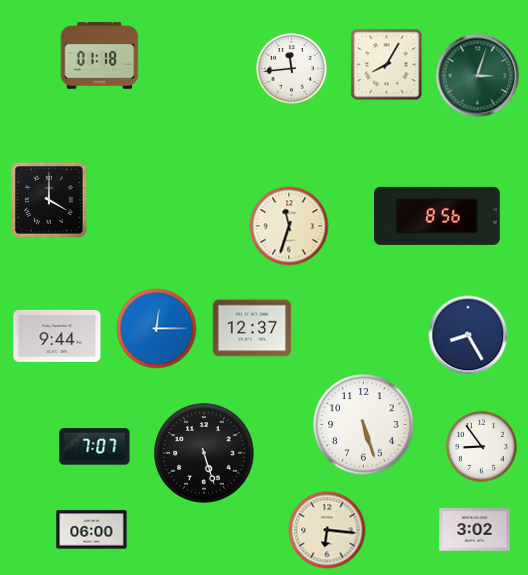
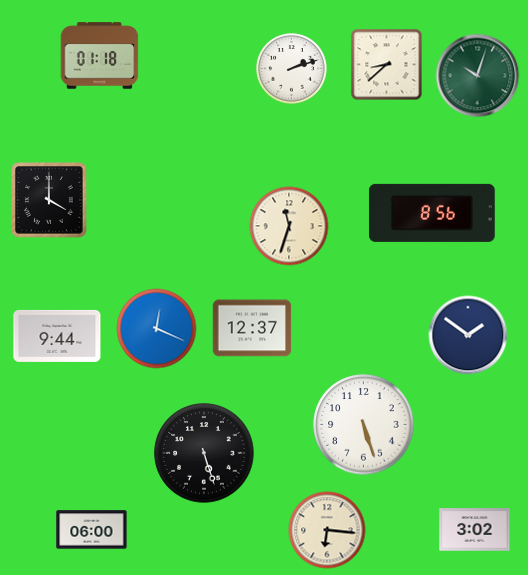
clock at (387, 65): 8:05 -> 8:38
clock at (292, 69): 11:44 -> 2:12
clock at (478, 76): 3:03 -> 10:03
clock at (437, 216) position: (437, 216) -> (432, 213)
clock at (157, 329): 12:15 -> 12:19
clock at (468, 335): 8:25 -> 1:51
clock at (95, 447): 7:07 -> none
clock at (482, 447): 8:54 -> none
